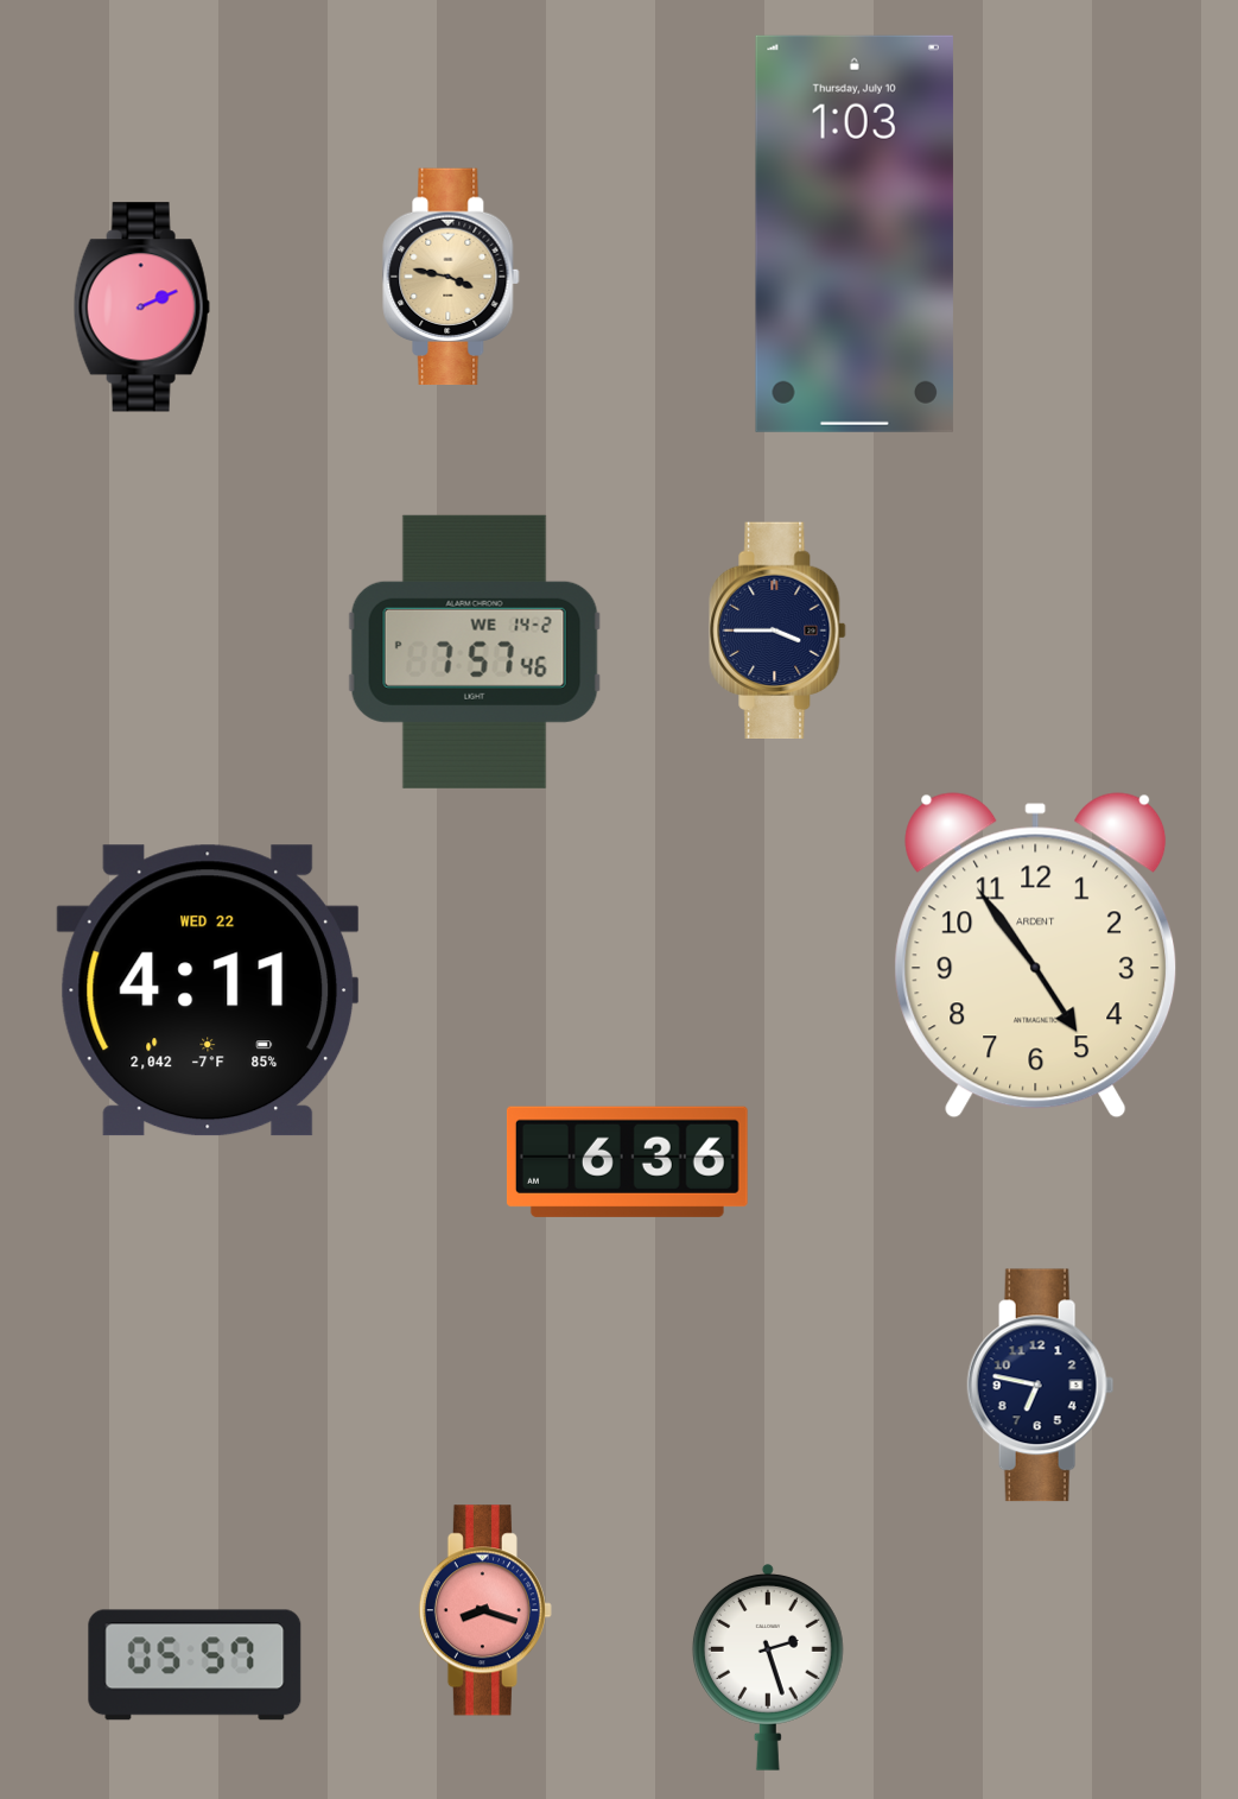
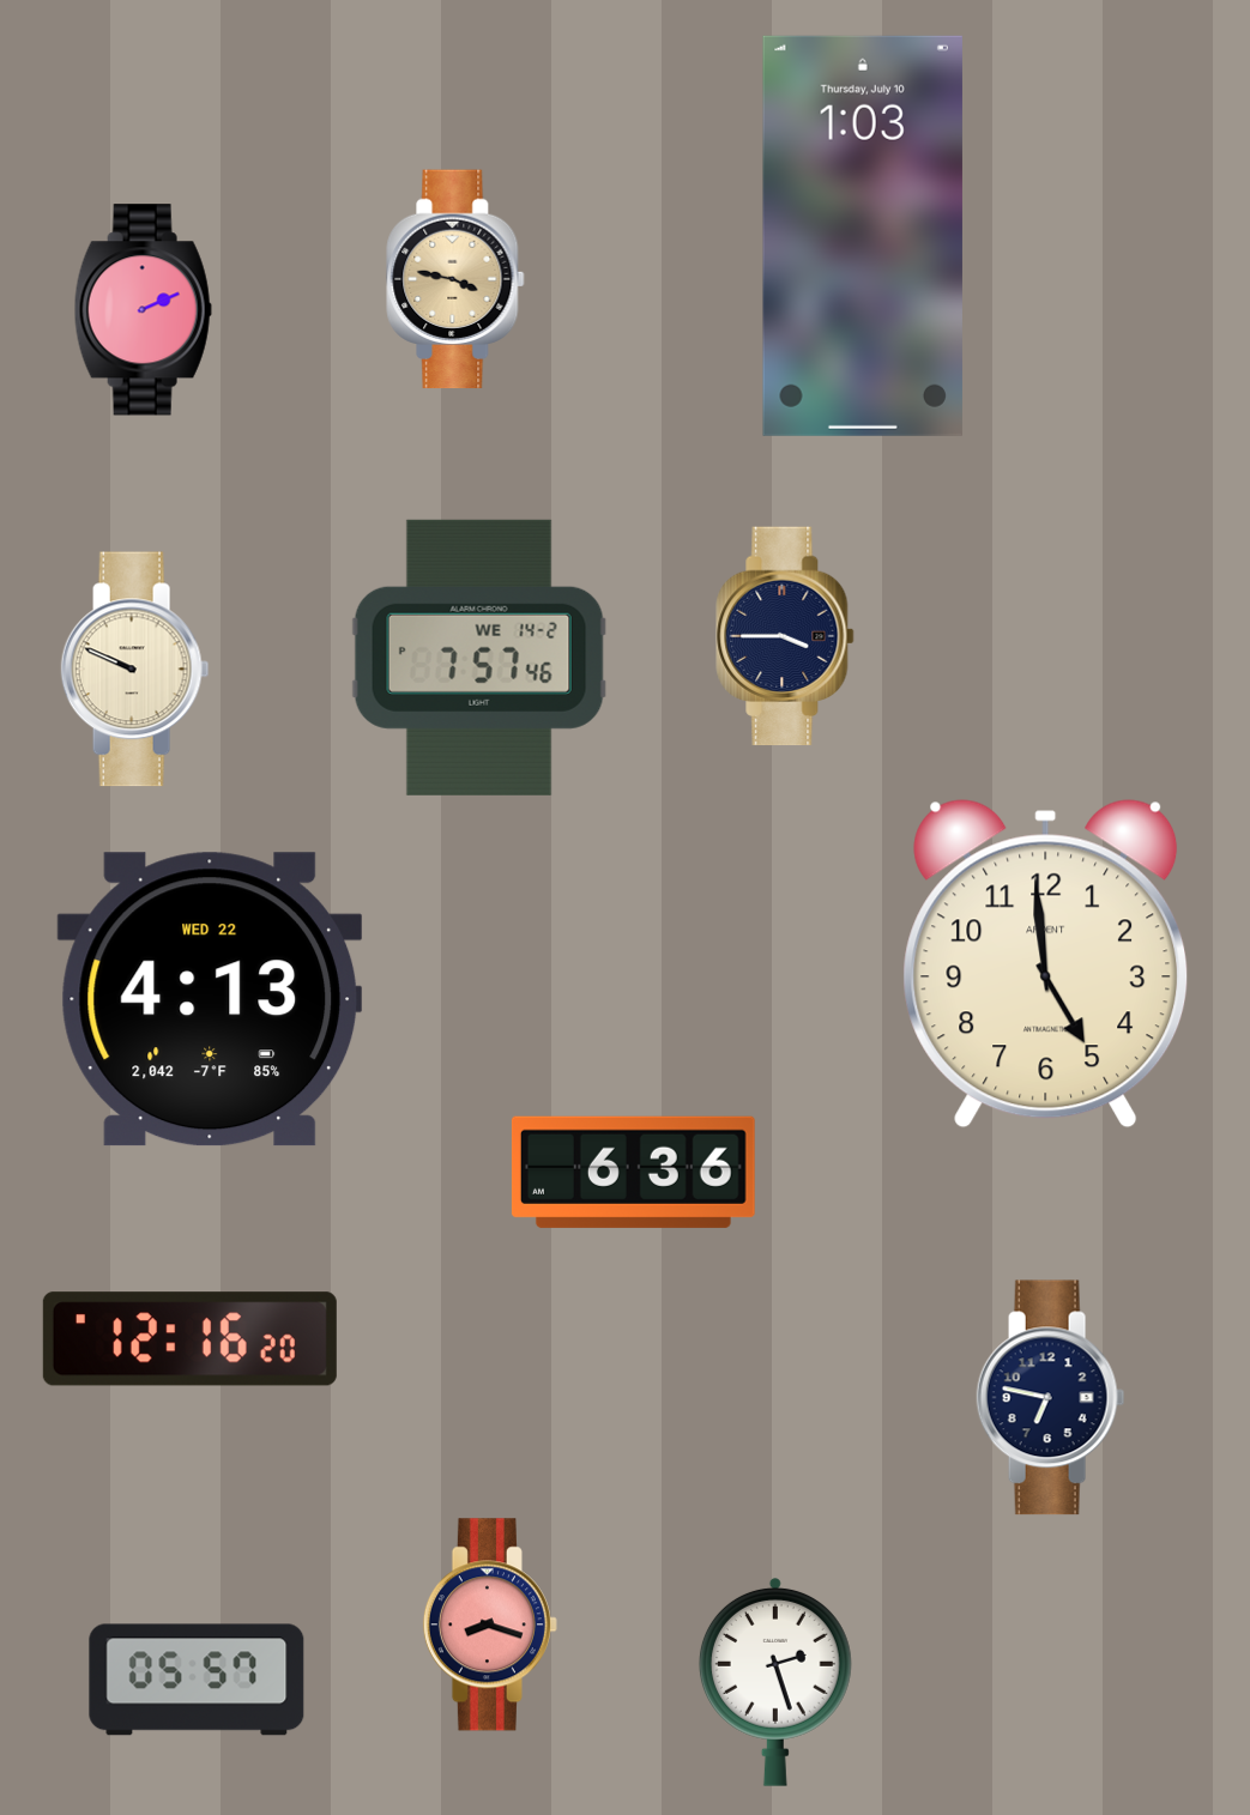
clock at (135, 670): none -> 9:49
clock at (1036, 956): 4:54 -> 4:59
clock at (208, 990): 4:11 -> 4:13
clock at (189, 1339): none -> 12:16
